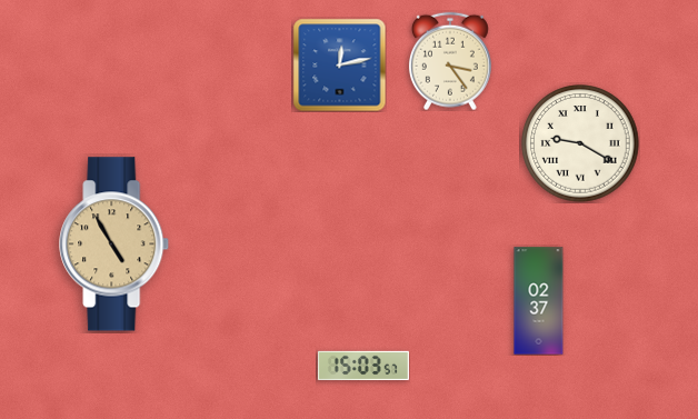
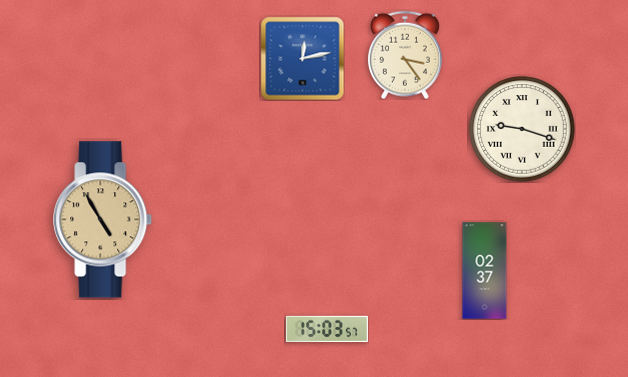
clock at (339, 64) position: (339, 64) -> (302, 58)
clock at (580, 143): 9:20 -> 9:18
